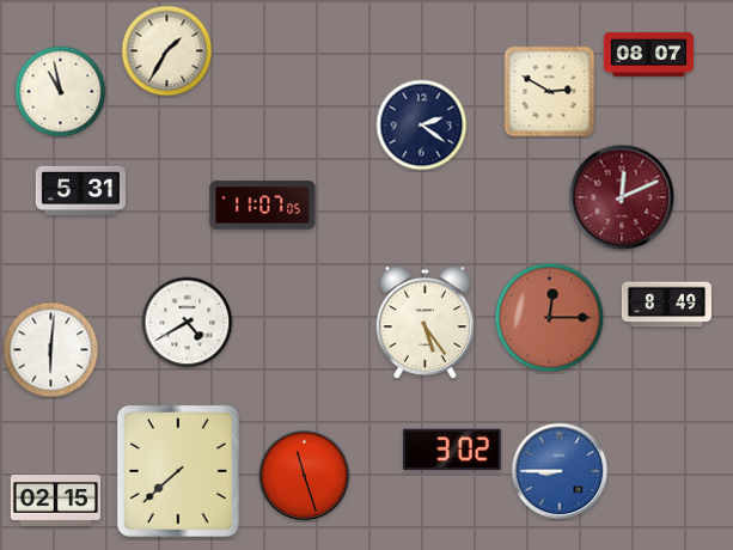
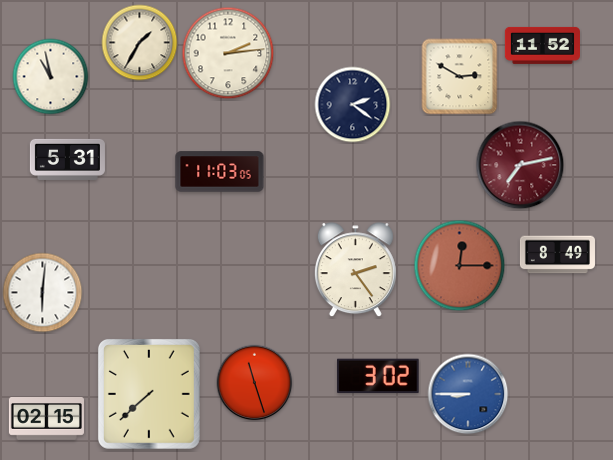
clock at (648, 54): 08:07 -> 11:52
clock at (228, 53): none -> 2:14
clock at (622, 197): 12:11 -> 7:13
clock at (263, 206): 11:07 -> 11:03
clock at (188, 323): 4:40 -> none
clock at (424, 323): 5:24 -> 2:24
clock at (305, 476) position: (305, 476) -> (255, 383)
